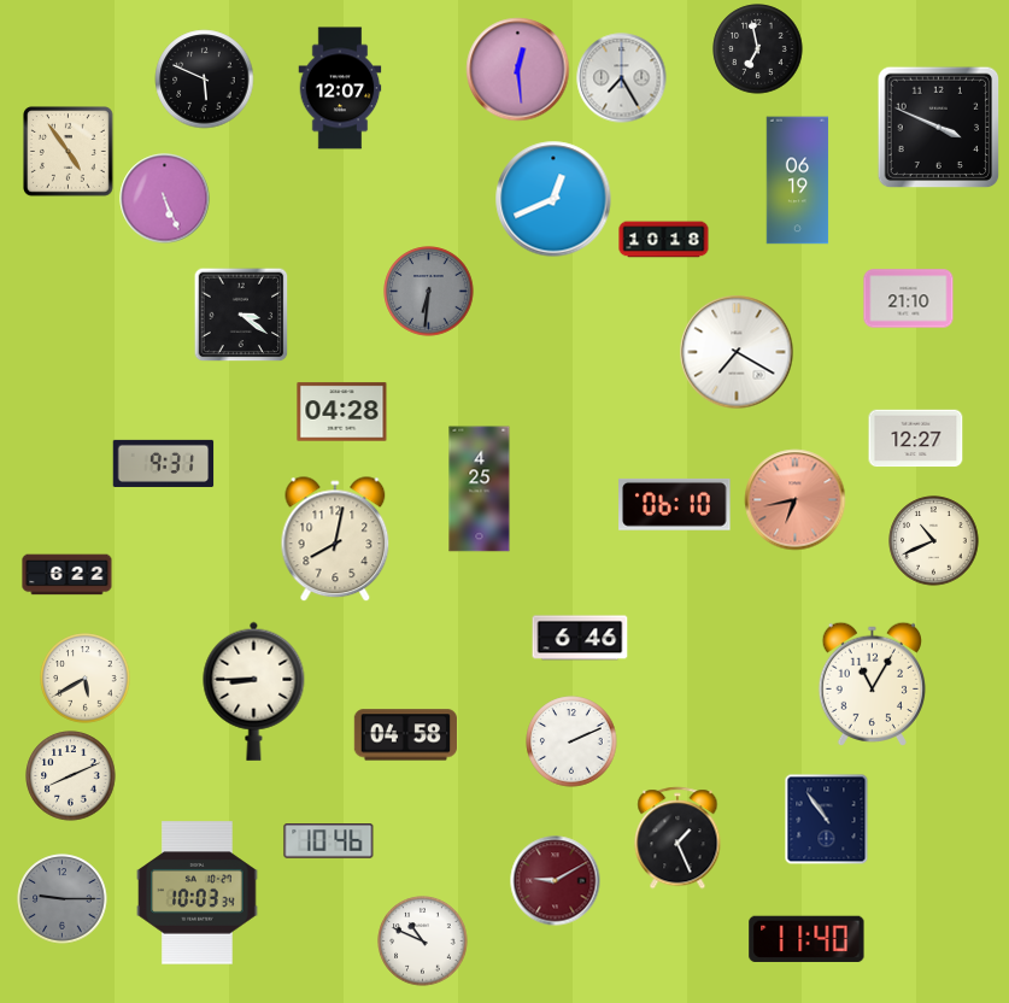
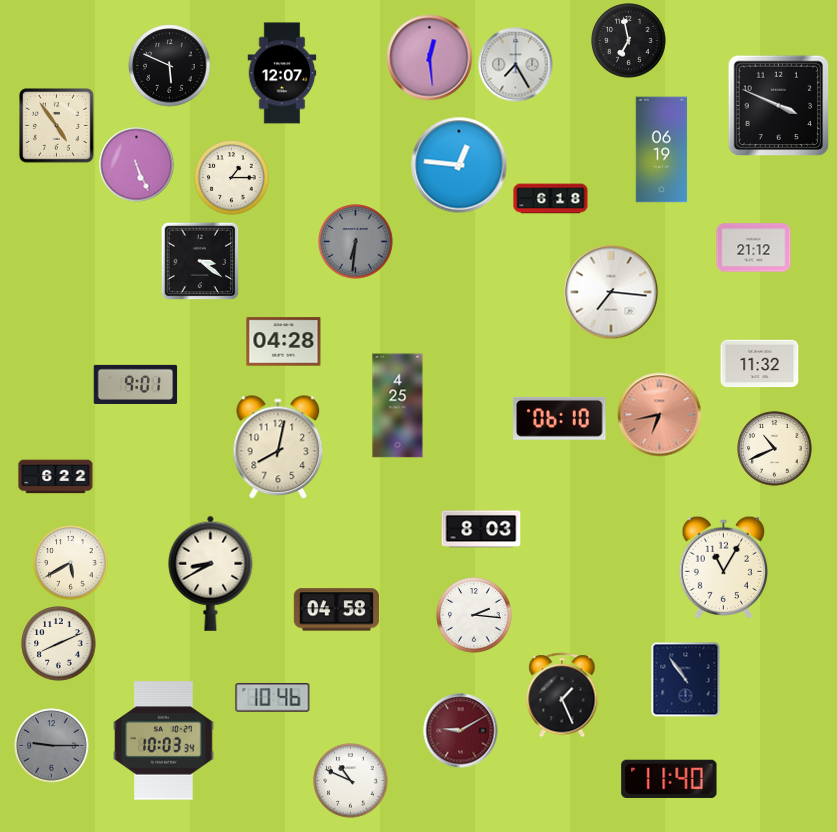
clock at (553, 199): 12:41 -> 12:46
clock at (232, 178): none -> 1:15
clock at (664, 240): 10:18 -> 6:18
clock at (909, 299): 21:10 -> 21:12
clock at (737, 352): 7:20 -> 7:16
clock at (916, 439): 12:27 -> 11:32
clock at (164, 463): 9:31 -> 9:01
clock at (580, 638): 6:46 -> 8:03
clock at (254, 691): 8:45 -> 8:40
clock at (571, 741): 2:11 -> 2:16
